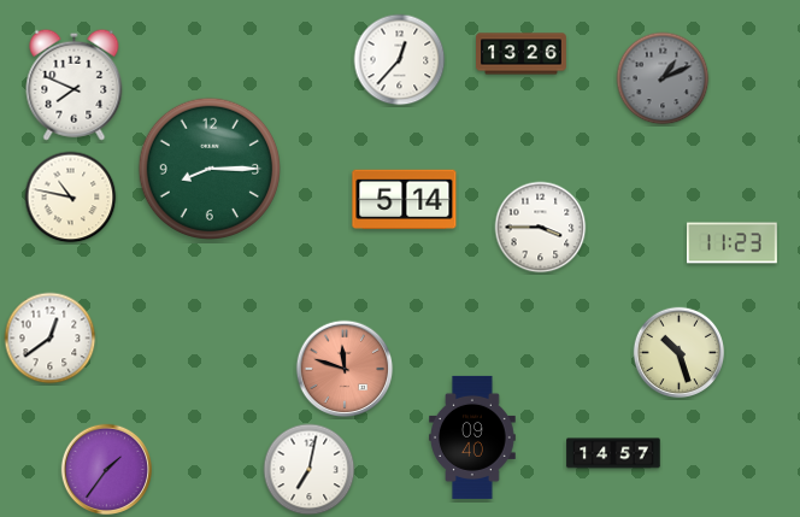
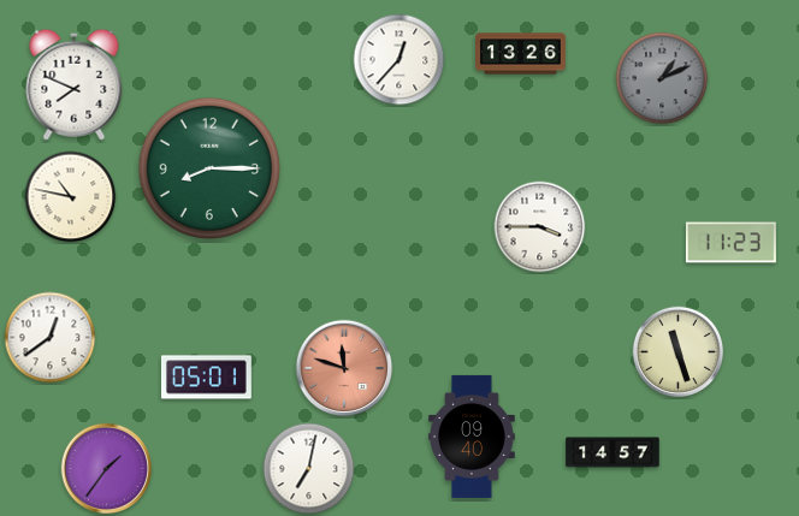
clock at (405, 200): 5:14 -> none
clock at (680, 353): 10:27 -> 11:27
clock at (207, 378): none -> 05:01
